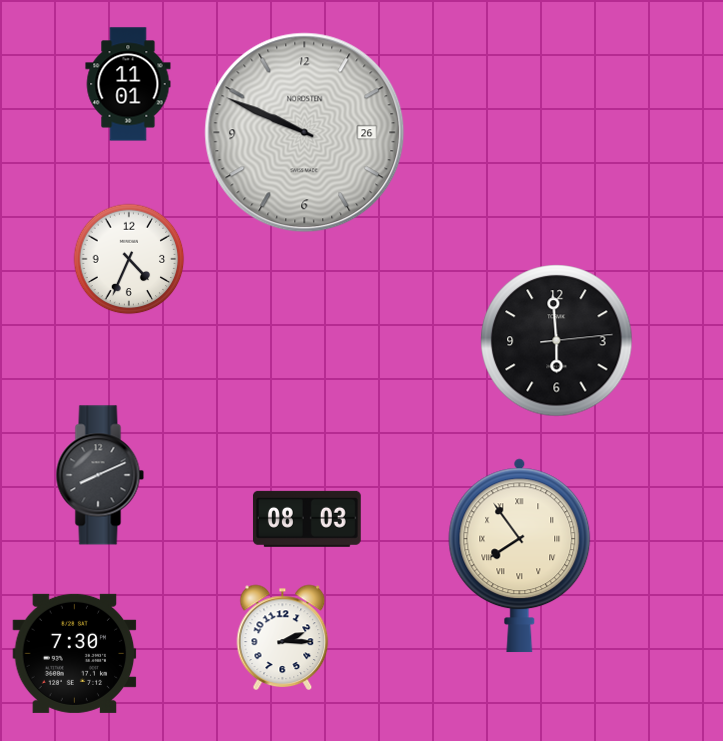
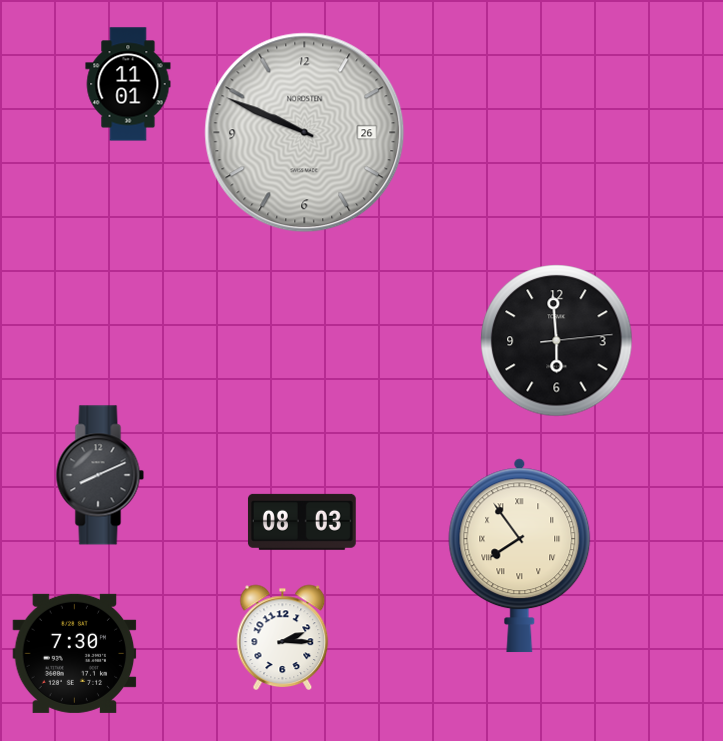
clock at (129, 259): 4:34 -> none
clock at (307, 519) position: (307, 519) -> (302, 522)
